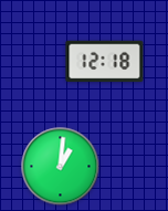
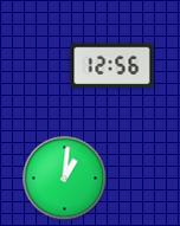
clock at (105, 62): 12:18 -> 12:56
